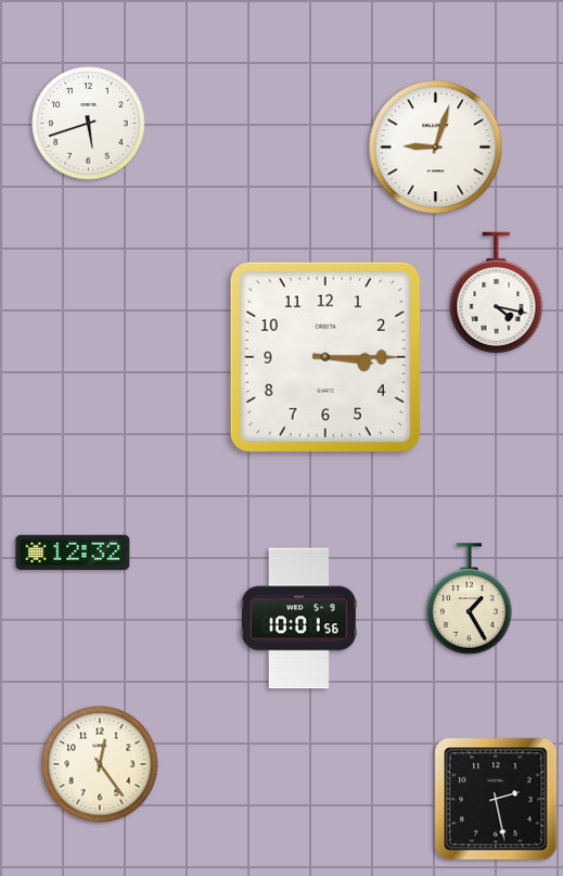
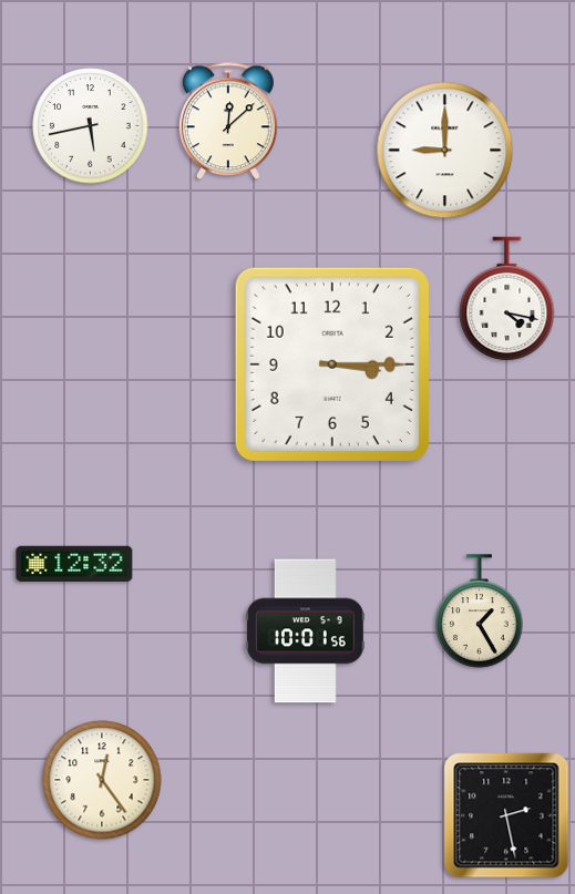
clock at (228, 122): none -> 12:08
clock at (89, 124): 5:42 -> 5:43
clock at (436, 148): 9:03 -> 9:00
